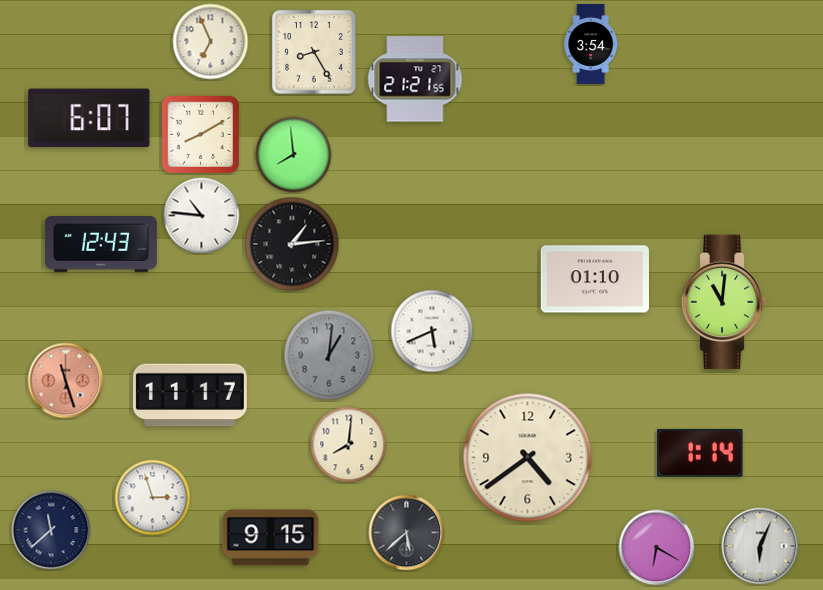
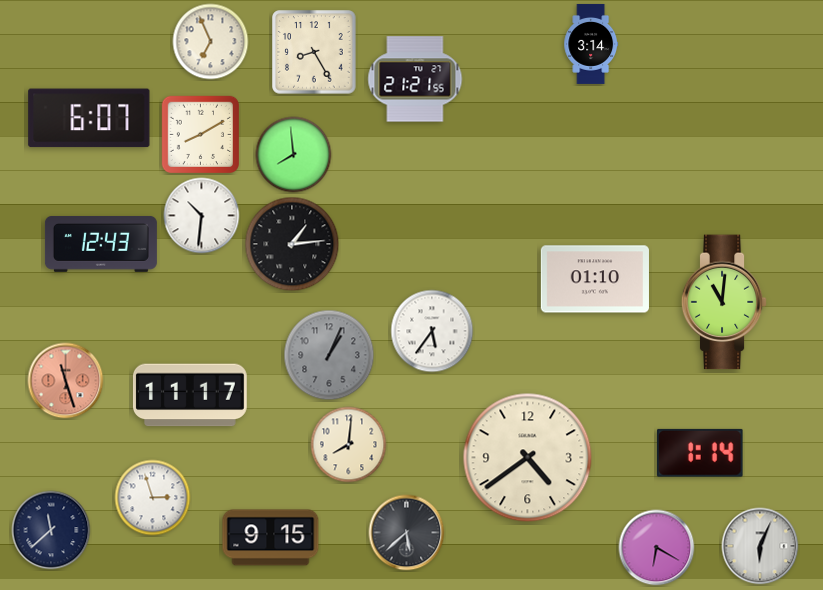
clock at (591, 44): 3:54 -> 3:14
clock at (202, 216): 10:46 -> 10:31
clock at (432, 331): 5:41 -> 5:36
clock at (329, 355): 1:01 -> 1:04
